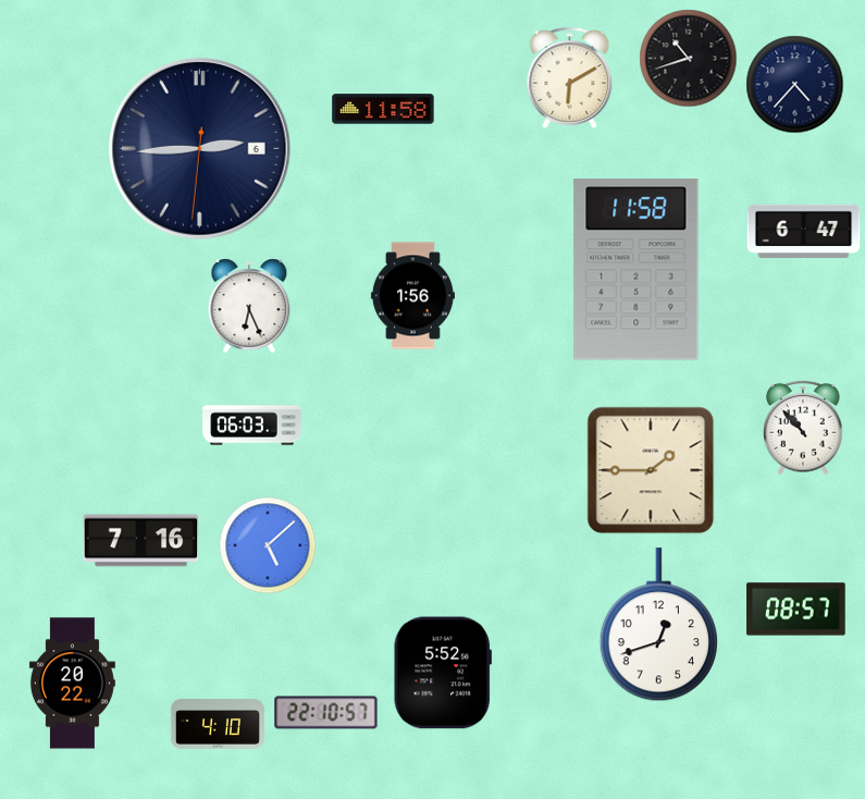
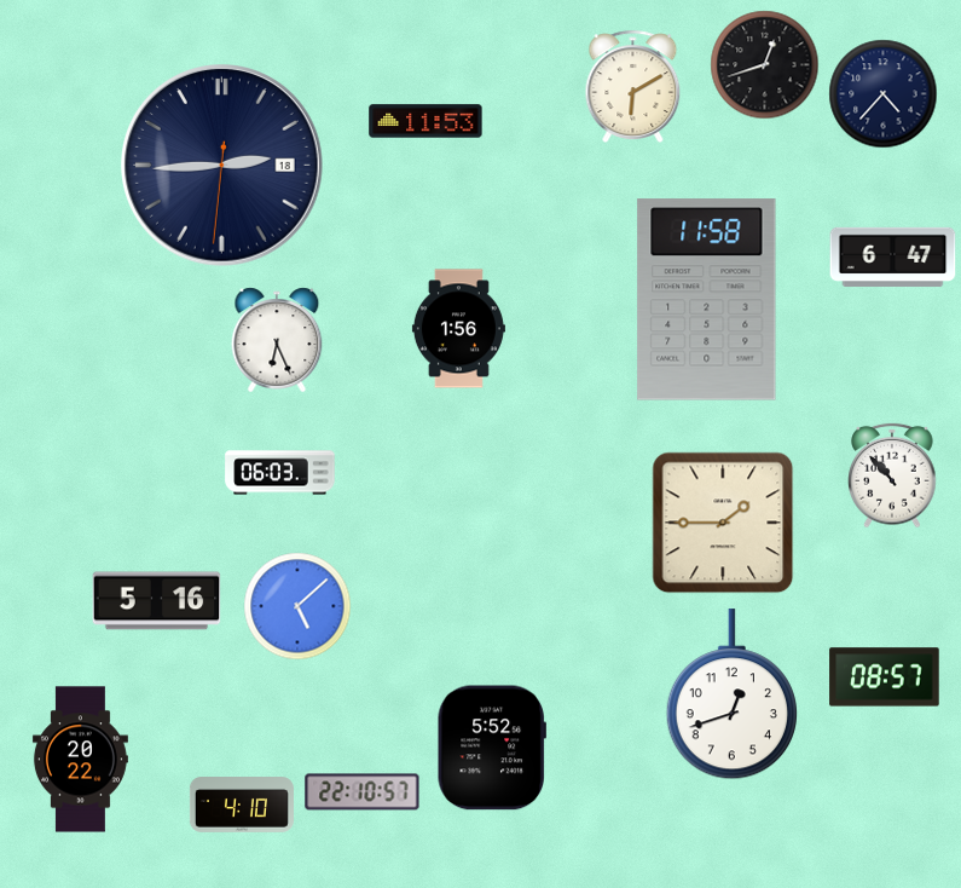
clock at (689, 59): 10:42 -> 12:42
clock at (383, 109): 11:58 -> 11:53
clock at (200, 149) date: 6 -> 18
clock at (141, 541): 7:16 -> 5:16
